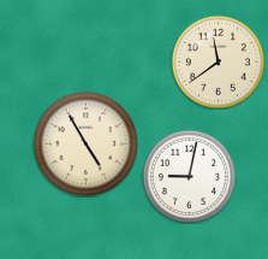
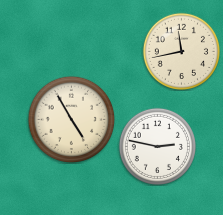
clock at (218, 61): 11:39 -> 11:43
clock at (189, 176): 9:02 -> 2:47
